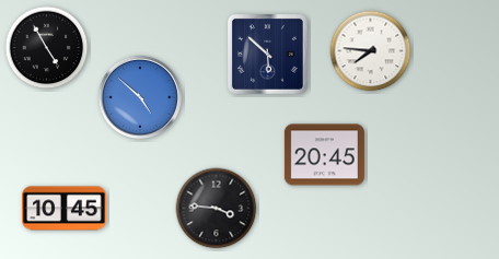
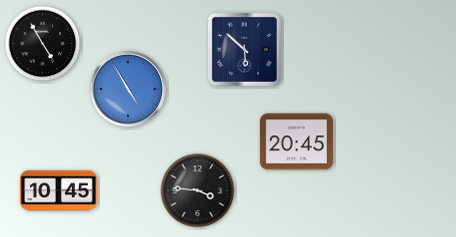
clock at (371, 51): 7:46 -> none
clock at (140, 97): 4:52 -> 4:55
